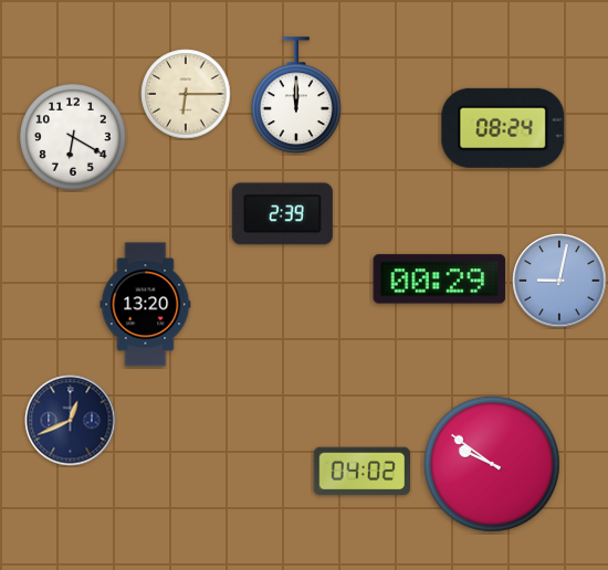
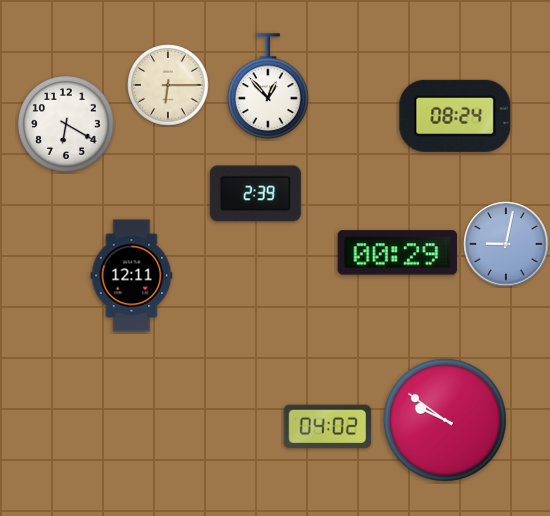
clock at (296, 96): 12:00 -> 12:53
clock at (559, 281) position: (559, 281) -> (506, 244)
clock at (146, 305): 13:20 -> 12:11
clock at (71, 421): 12:41 -> none
